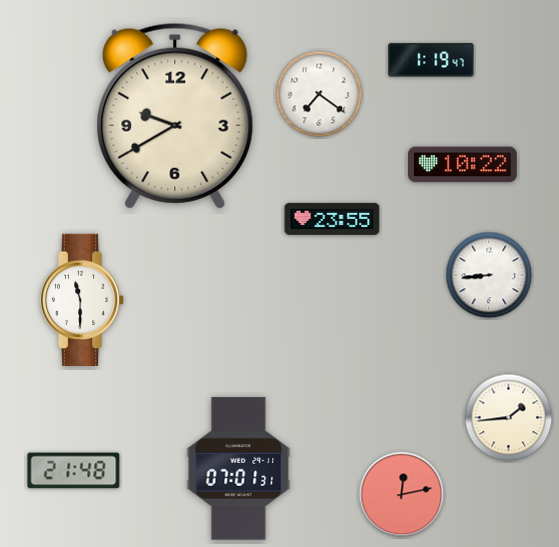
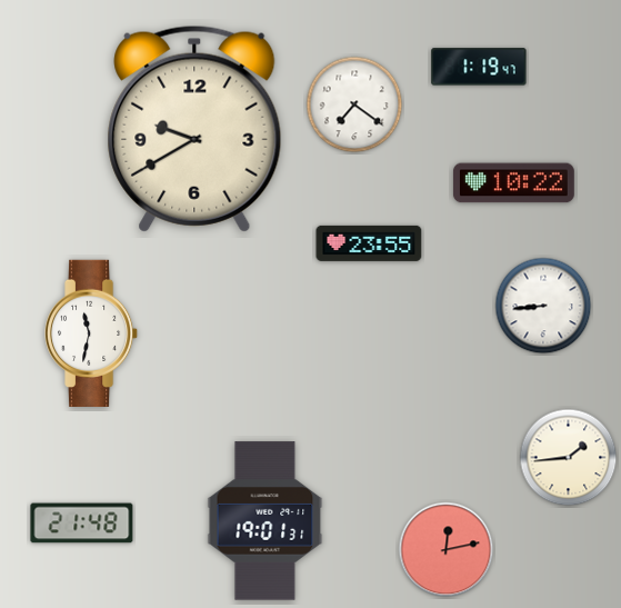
clock at (83, 299): 11:30 -> 11:32
clock at (509, 418) position: (509, 418) -> (569, 458)
clock at (239, 469): 07:01 -> 19:01
